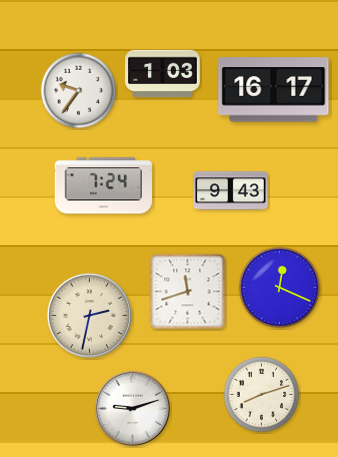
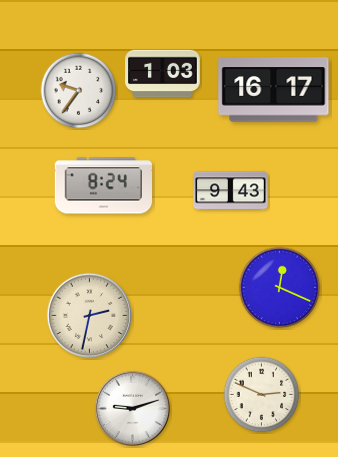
clock at (103, 186): 7:24 -> 8:24
clock at (188, 292): 11:42 -> none
clock at (262, 395): 8:12 -> 2:49
